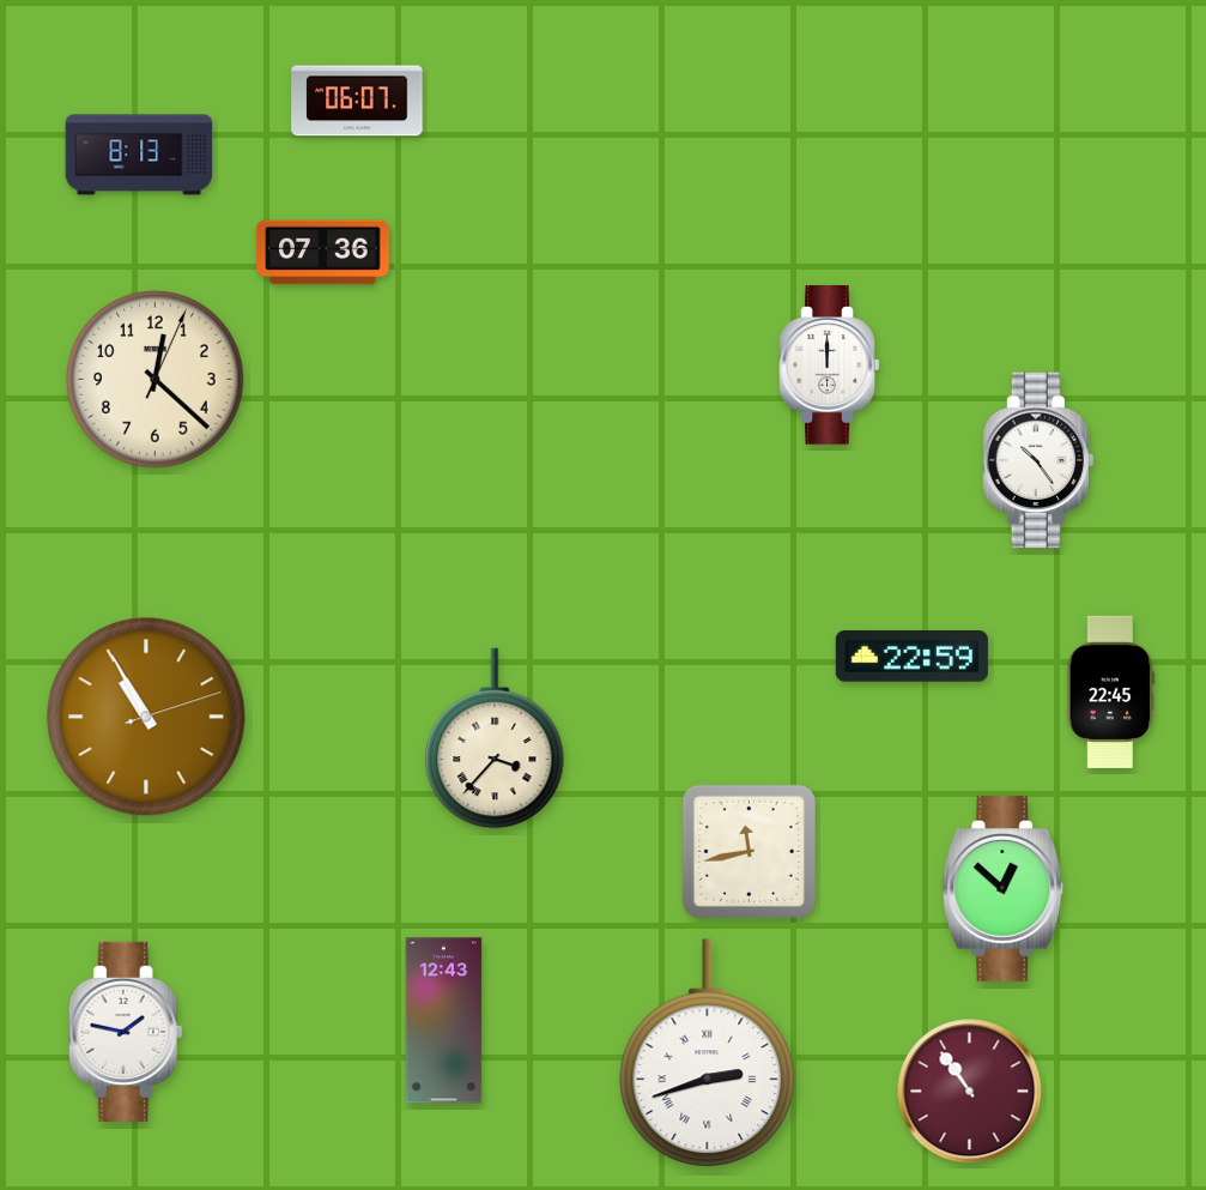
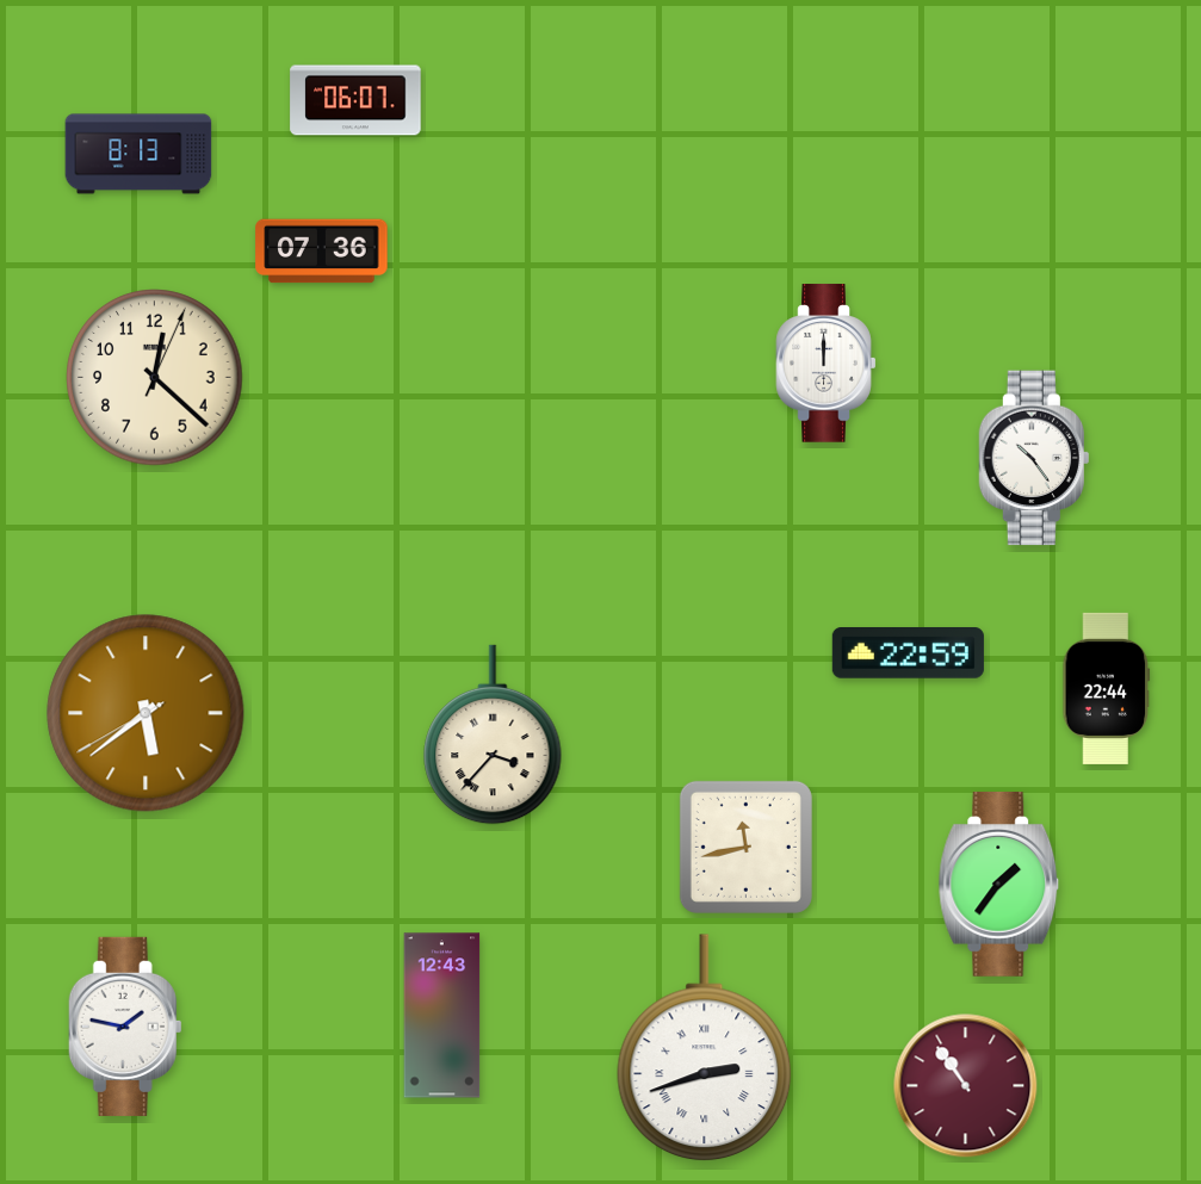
clock at (1111, 691): 22:45 -> 22:44
clock at (146, 717): 10:55 -> 5:38
clock at (1004, 888): 12:52 -> 1:36
